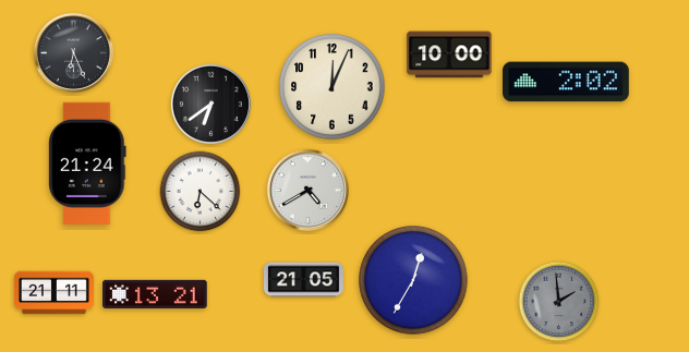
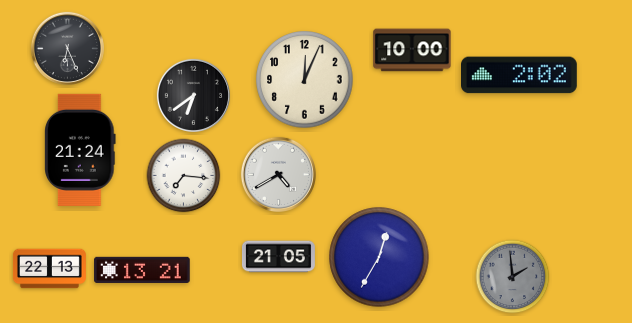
clock at (307, 190) position: (307, 190) -> (278, 174)
clock at (201, 192): 6:22 -> 7:16
clock at (53, 293): 21:11 -> 22:13
